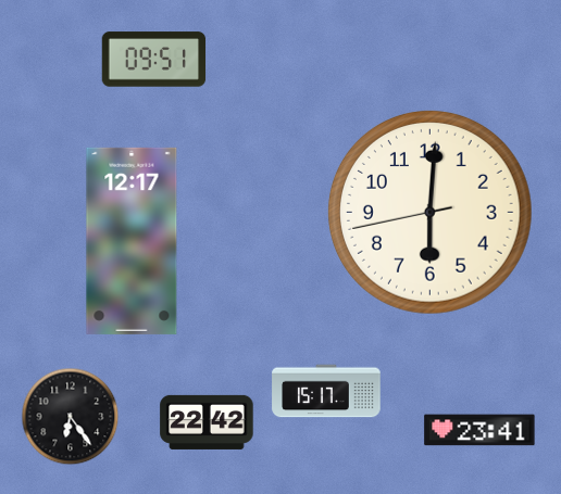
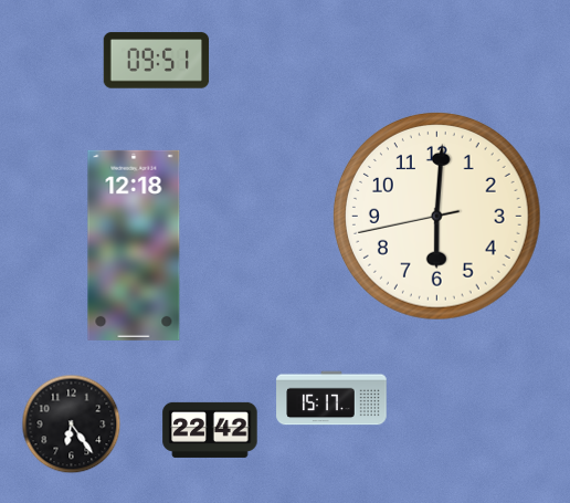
clock at (132, 241): 12:17 -> 12:18
clock at (479, 430): 23:41 -> none
